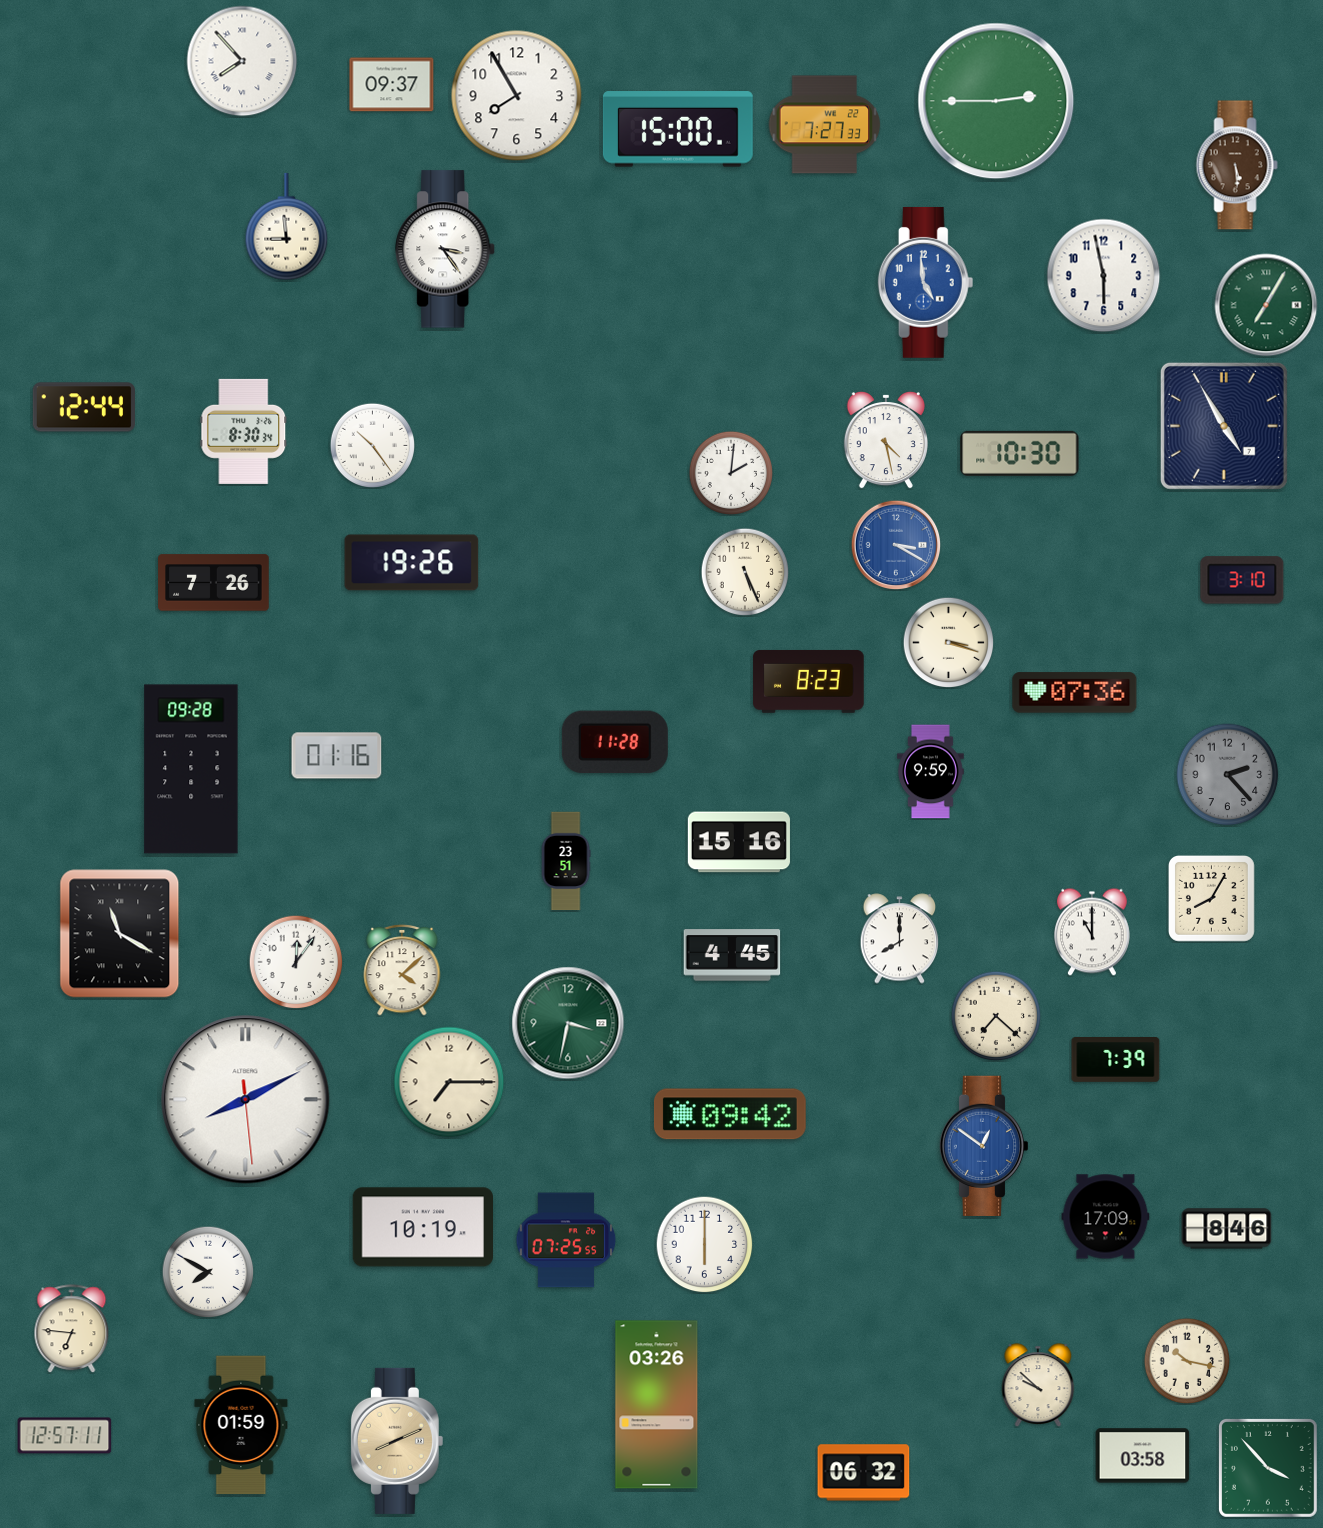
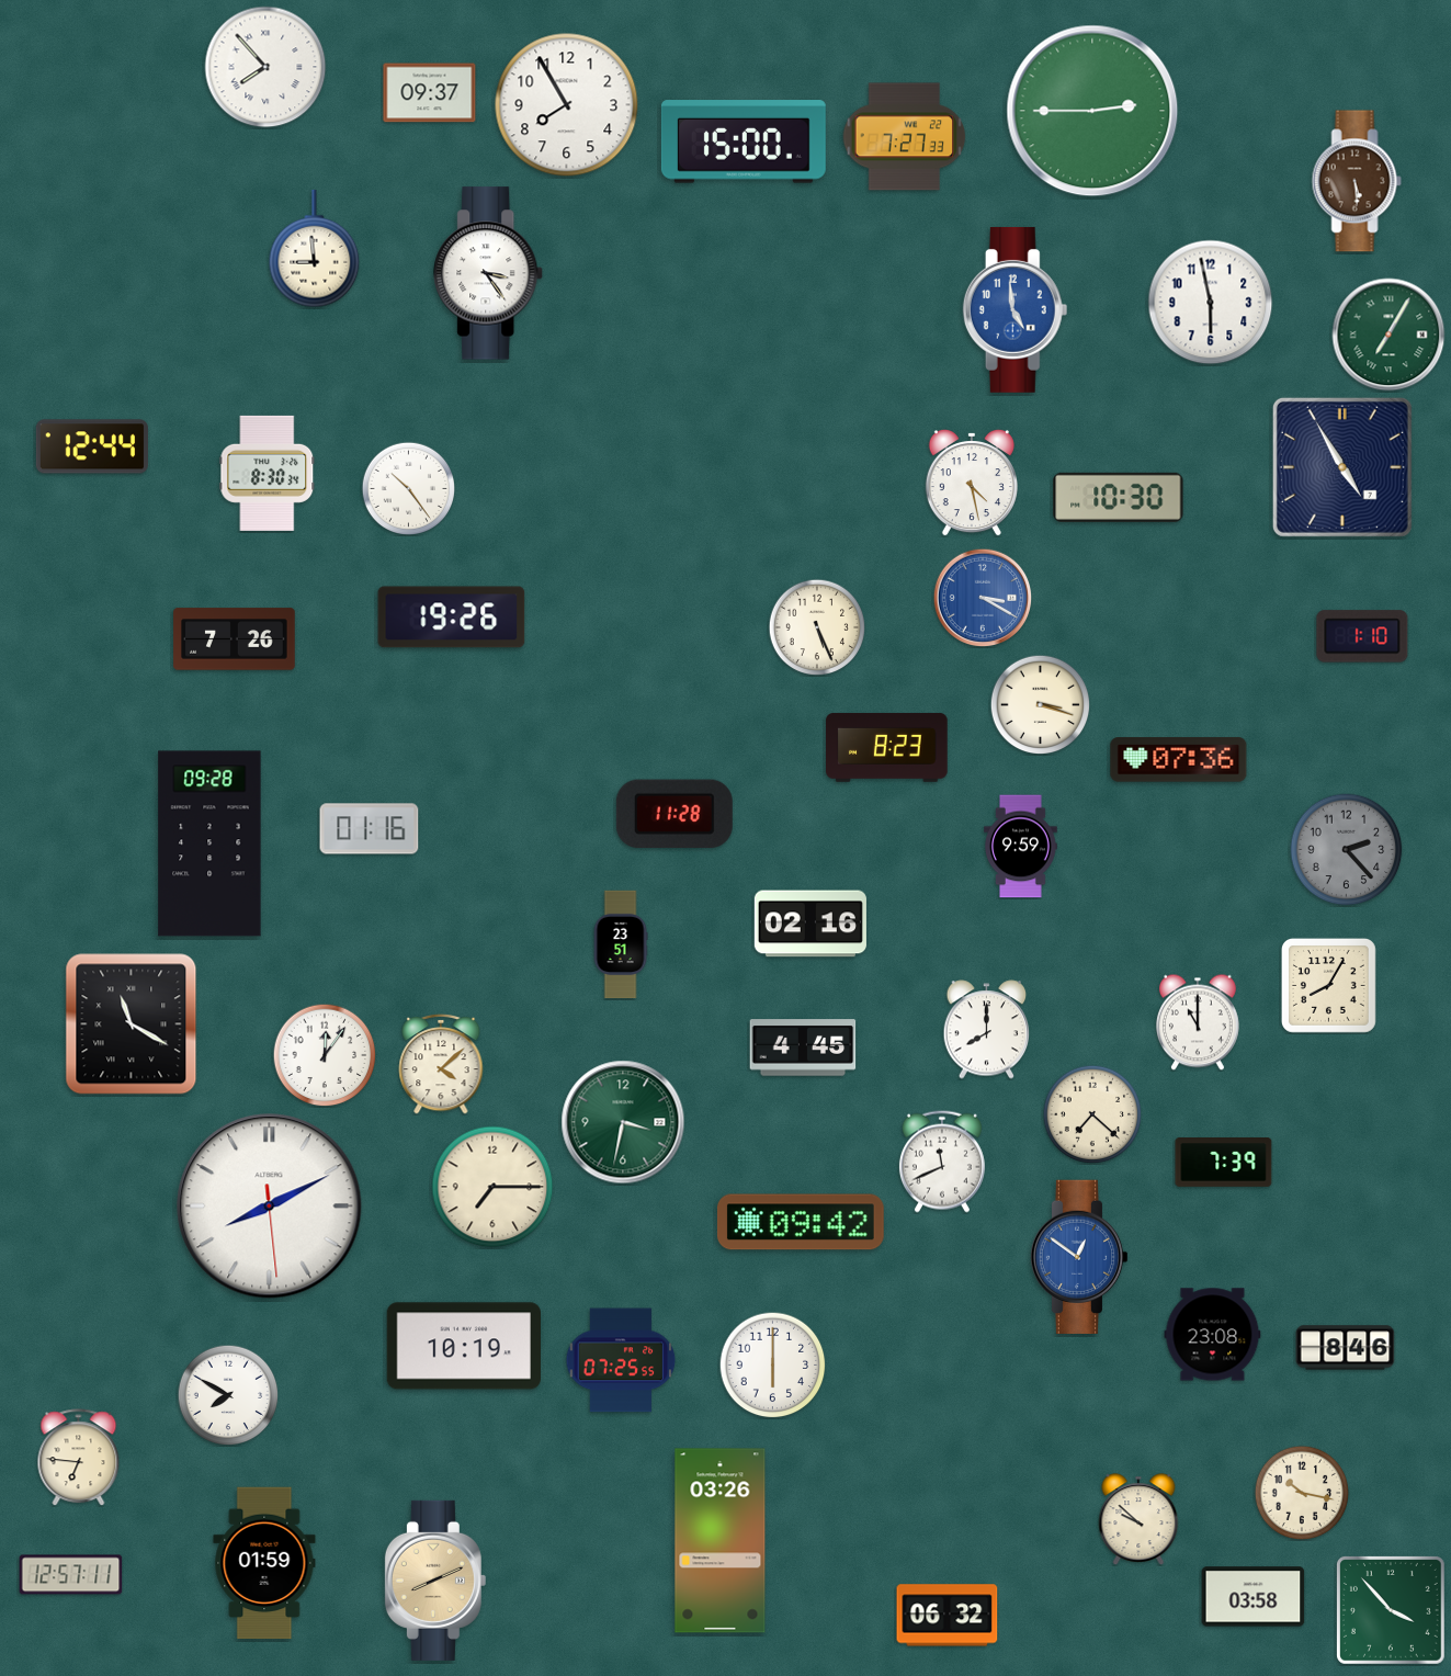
clock at (730, 472): 2:01 -> none
clock at (1242, 580): 3:10 -> 1:10
clock at (739, 842): 15:16 -> 02:16
clock at (942, 1162): none -> 11:41
clock at (1106, 1217): 17:09 -> 23:08
